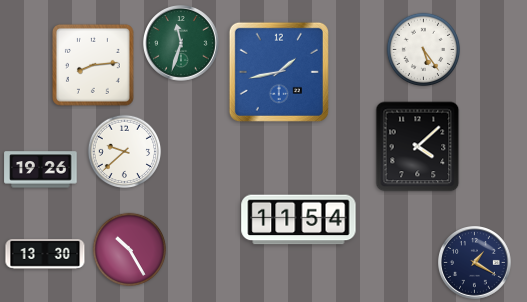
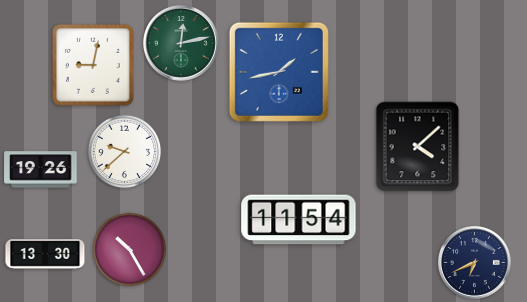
clock at (181, 43): 11:33 -> 12:13
clock at (424, 50): 5:24 -> none
clock at (93, 65): 8:14 -> 9:02
clock at (475, 263): 1:20 -> 6:41
